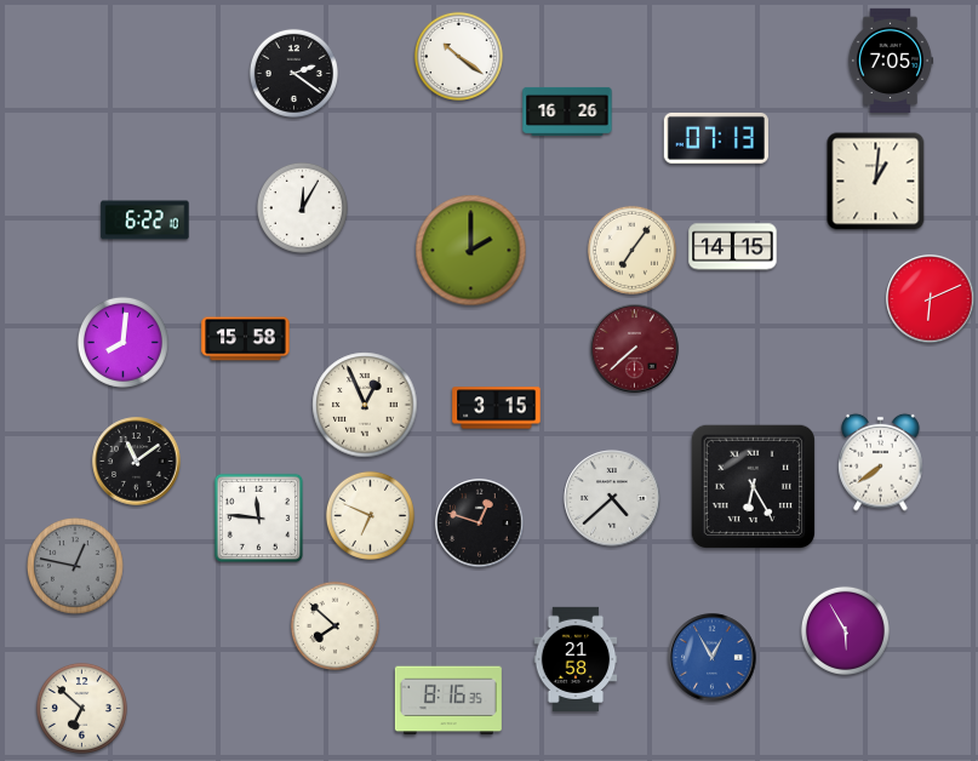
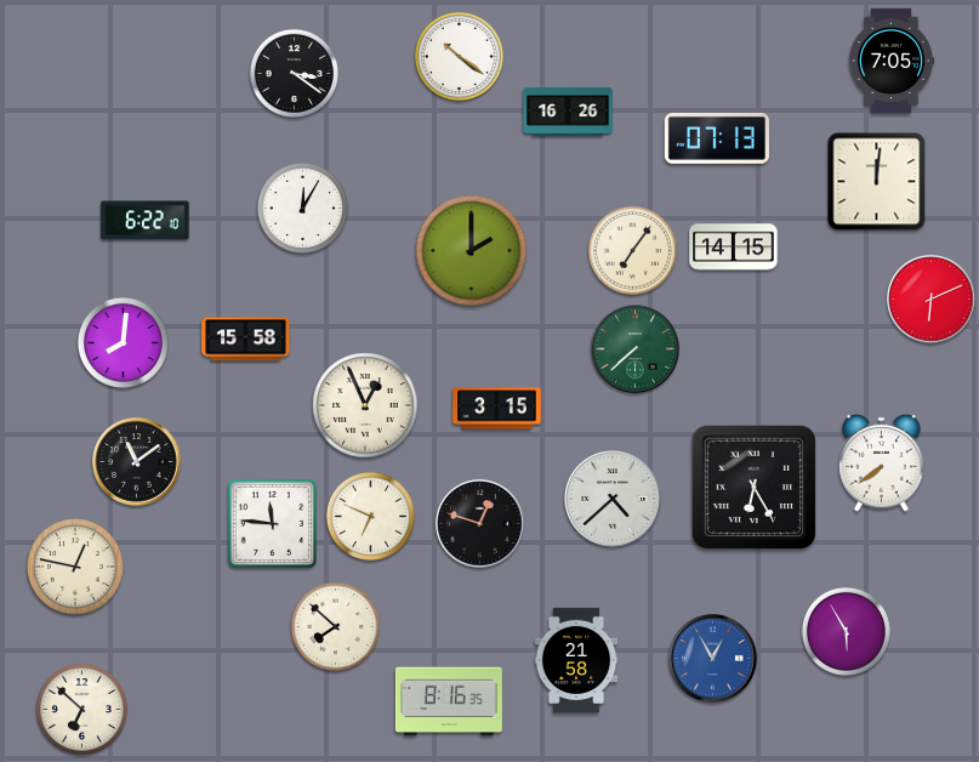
clock at (293, 73): 2:21 -> 3:21
clock at (876, 182): 1:01 -> 12:01
clock at (635, 349) dial: burgundy -> green
clock at (258, 517) position: (258, 517) -> (272, 523)
clock at (76, 567) dial: grey -> cream
